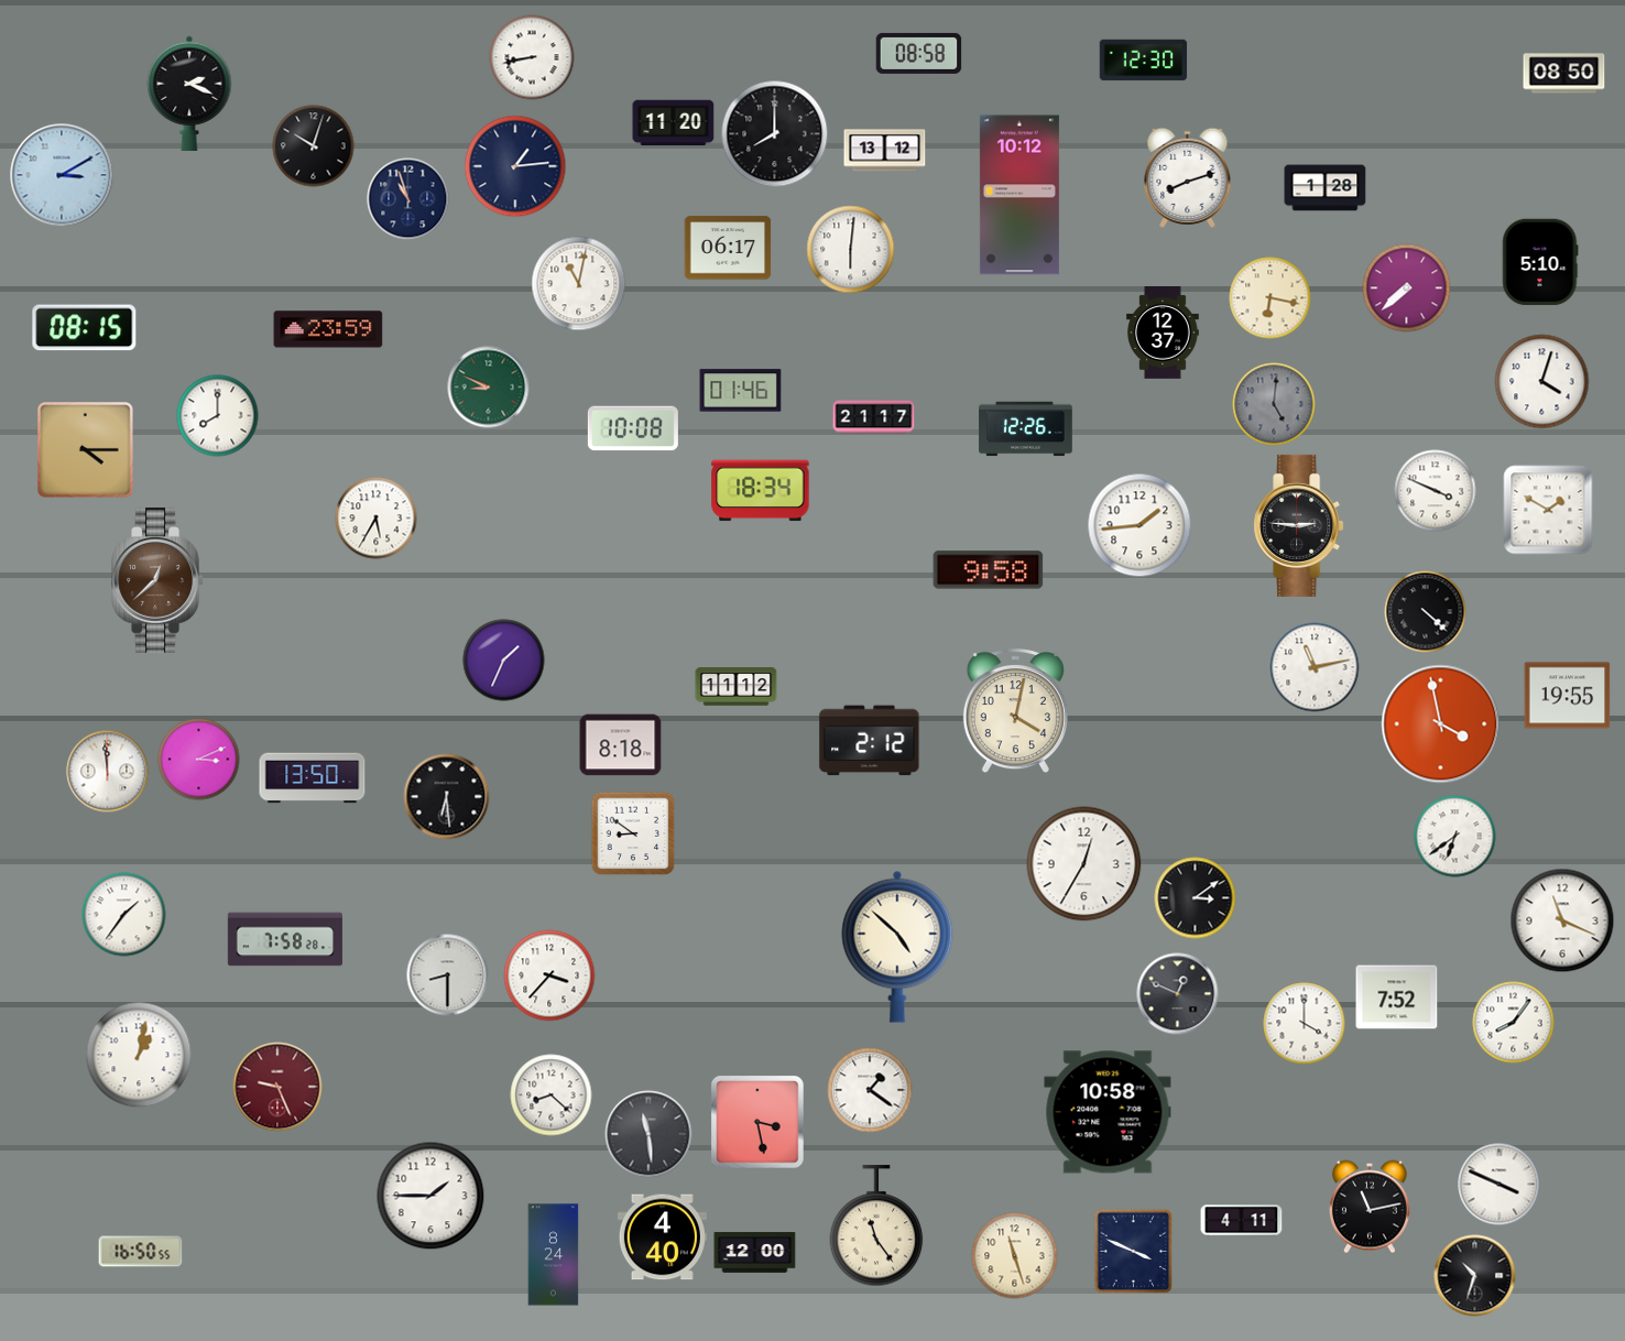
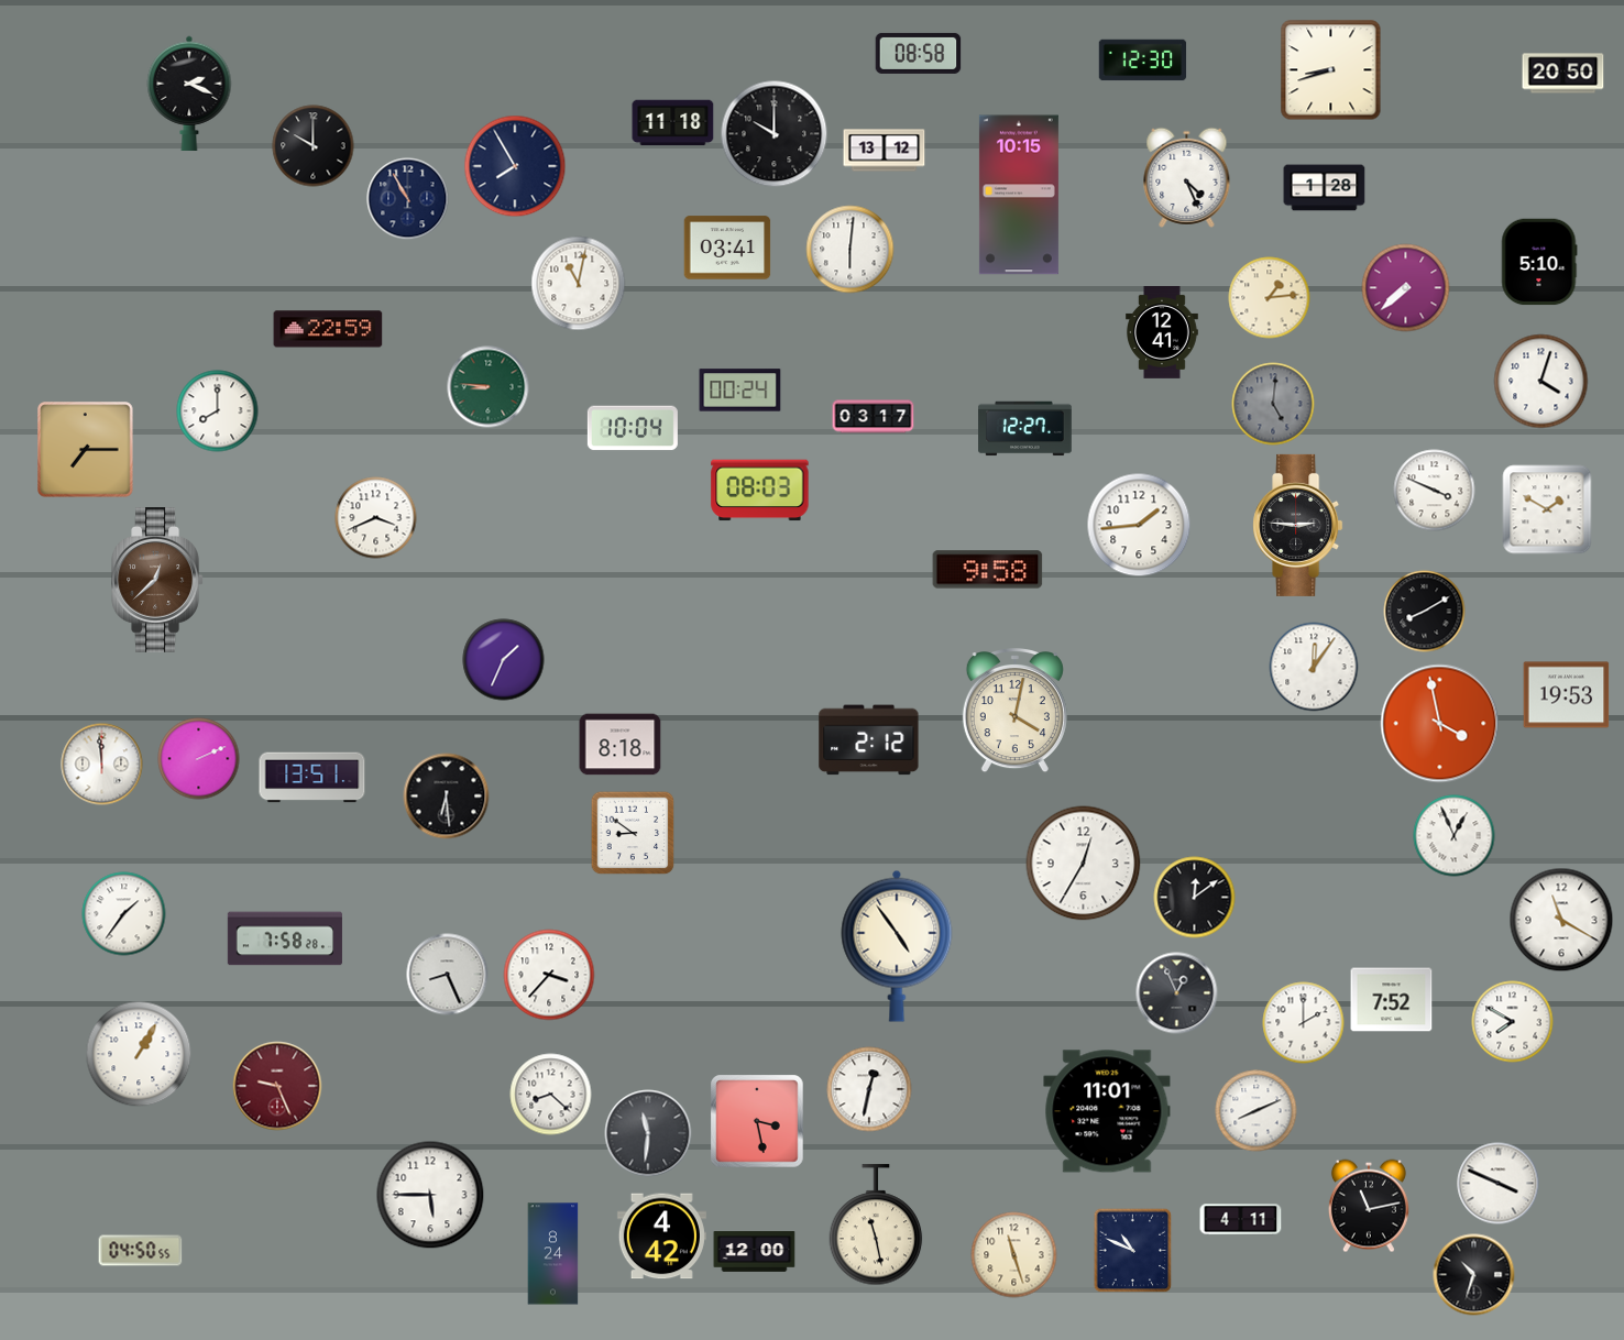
clock at (532, 57): 8:43 -> none
clock at (1331, 70): none -> 8:42
clock at (1564, 74): 08:50 -> 20:50
clock at (674, 123): 11:20 -> 11:18
clock at (775, 134): 8:00 -> 10:00
clock at (314, 146): 10:03 -> 10:00
clock at (515, 166): 1:14 -> 7:55
clock at (62, 175): 3:10 -> none
clock at (1188, 177): 8:12 -> 4:26
clock at (1019, 195): 10:12 -> 10:15
clock at (408, 199): 10:57 -> 10:55
clock at (728, 248): 06:17 -> 03:41
clock at (1270, 298): 6:17 -> 1:14
clock at (85, 328): 08:15 -> none
clock at (328, 329): 23:59 -> 22:59
clock at (1164, 334): 12:37 -> 12:41
clock at (489, 388): 8:49 -> 8:46
clock at (741, 391): 01:46 -> 00:24
clock at (218, 416) position: (218, 416) -> (218, 411)
clock at (874, 417): 21:17 -> 03:17
clock at (633, 428): 10:08 -> 10:04
clock at (1026, 429): 12:26 -> 12:27
clock at (86, 450): 4:15 -> 7:15
clock at (761, 491): 18:34 -> 08:03
clock at (377, 519): 5:35 -> 3:41
clock at (1426, 612): 4:22 -> 8:10
clock at (1315, 667): 11:13 -> 12:06
clock at (737, 687): 11:12 -> none
clock at (1568, 696): 19:55 -> 19:53
clock at (199, 760): 3:11 -> 2:11
clock at (108, 772) position: (108, 772) -> (102, 765)
clock at (313, 778): 13:50 -> 13:51
clock at (1455, 837): 6:39 -> 12:56
clock at (1196, 898): 3:09 -> 12:09
clock at (1562, 920): 11:19 -> 11:20
clock at (897, 947): 4:52 -> 4:54
clock at (448, 975): 8:30 -> 8:26
clock at (1178, 994): 12:49 -> 12:56
clock at (1397, 997) position: (1397, 997) -> (1392, 1000)
clock at (1514, 1023): 8:06 -> 7:50
clock at (1305, 1024): 4:00 -> 2:00
clock at (139, 1055): 1:02 -> 1:05
clock at (870, 1090): 1:21 -> 12:32
clock at (1108, 1112): 10:58 -> 11:01
clock at (1257, 1111): none -> 8:11
clock at (648, 1134): 11:29 -> 11:31
clock at (430, 1196): 1:45 -> 5:45
clock at (876, 1226): 11:24 -> 11:28
clock at (662, 1238): 4:40 -> 4:42
clock at (141, 1252): 16:50 -> 04:50
clock at (1134, 1252): 3:49 -> 10:49
